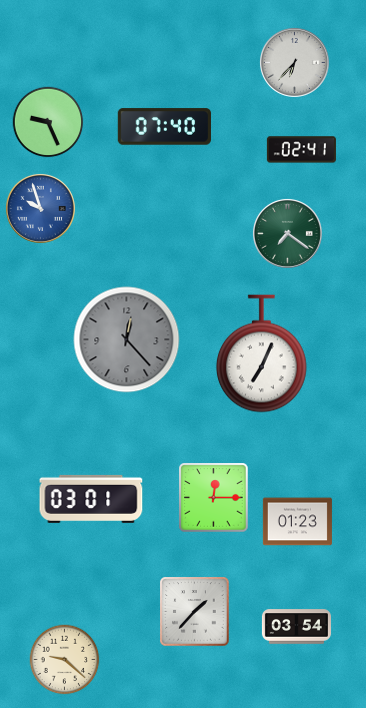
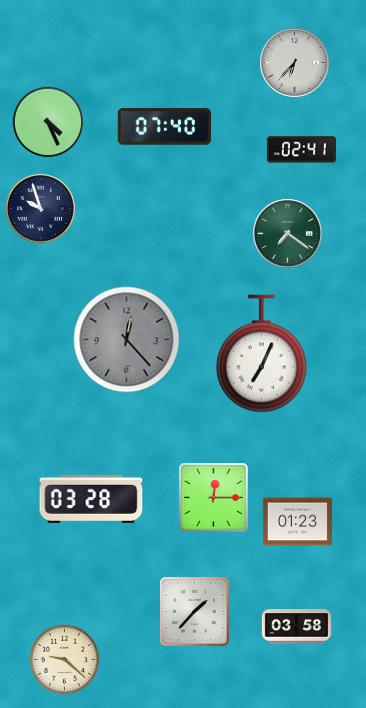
clock at (48, 122): 9:26 -> 4:26
clock at (40, 208) dial: blue -> navy
clock at (91, 499): 03:01 -> 03:28
clock at (296, 627): 03:54 -> 03:58
